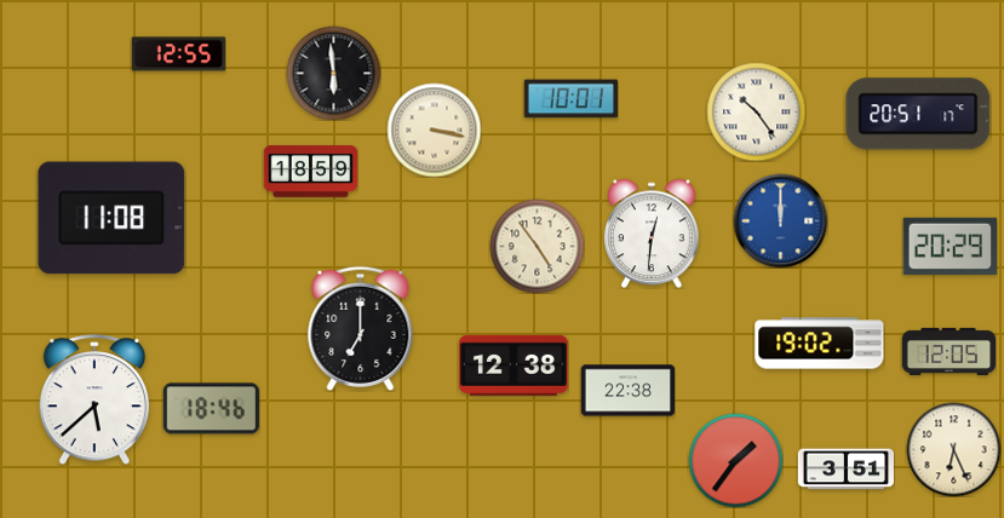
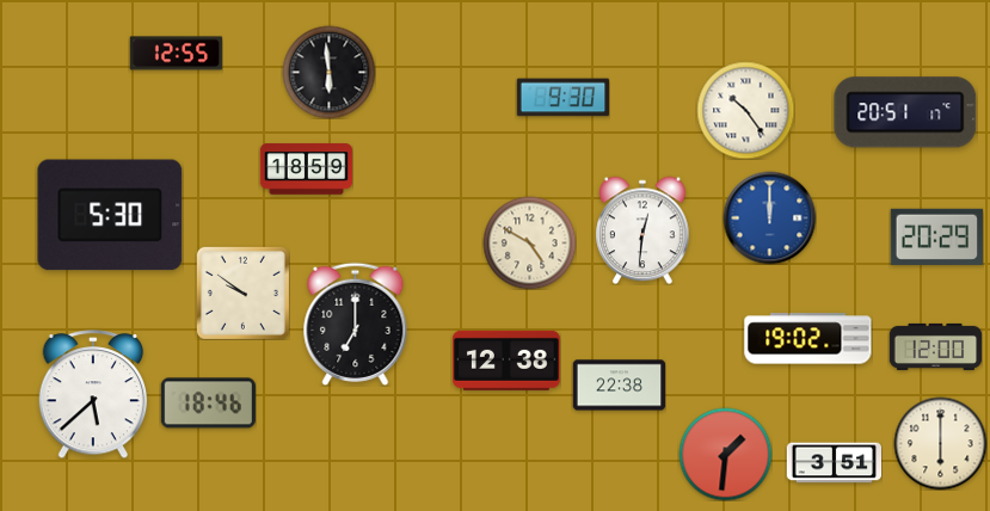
clock at (570, 99): 10:01 -> 9:30
clock at (434, 129): 3:17 -> none
clock at (111, 218): 11:08 -> 5:30
clock at (537, 246): 4:54 -> 4:50
clock at (950, 246) position: (950, 246) -> (936, 236)
clock at (242, 293): none -> 9:51
clock at (948, 351): 12:05 -> 12:00
clock at (953, 449): 6:26 -> 6:00
clock at (735, 460): 1:36 -> 1:31
